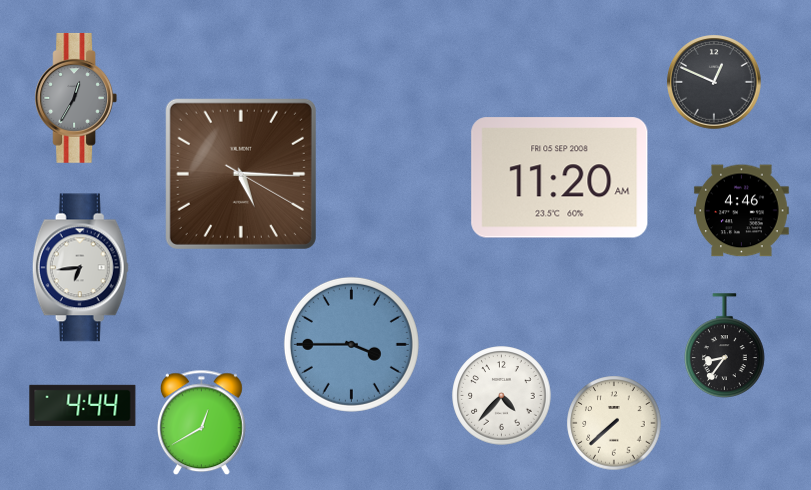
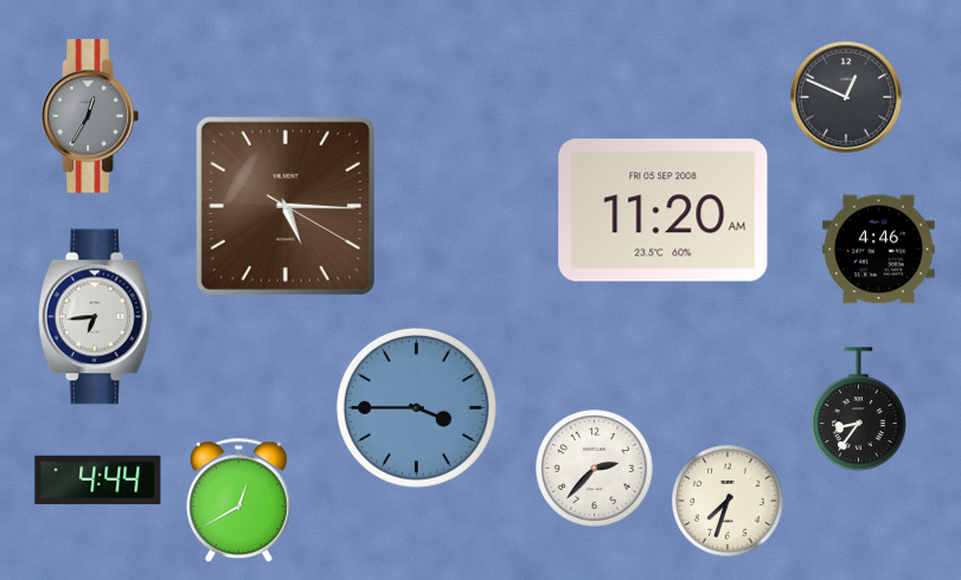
clock at (502, 396): 4:37 -> 2:37
clock at (614, 423): 7:38 -> 7:33
